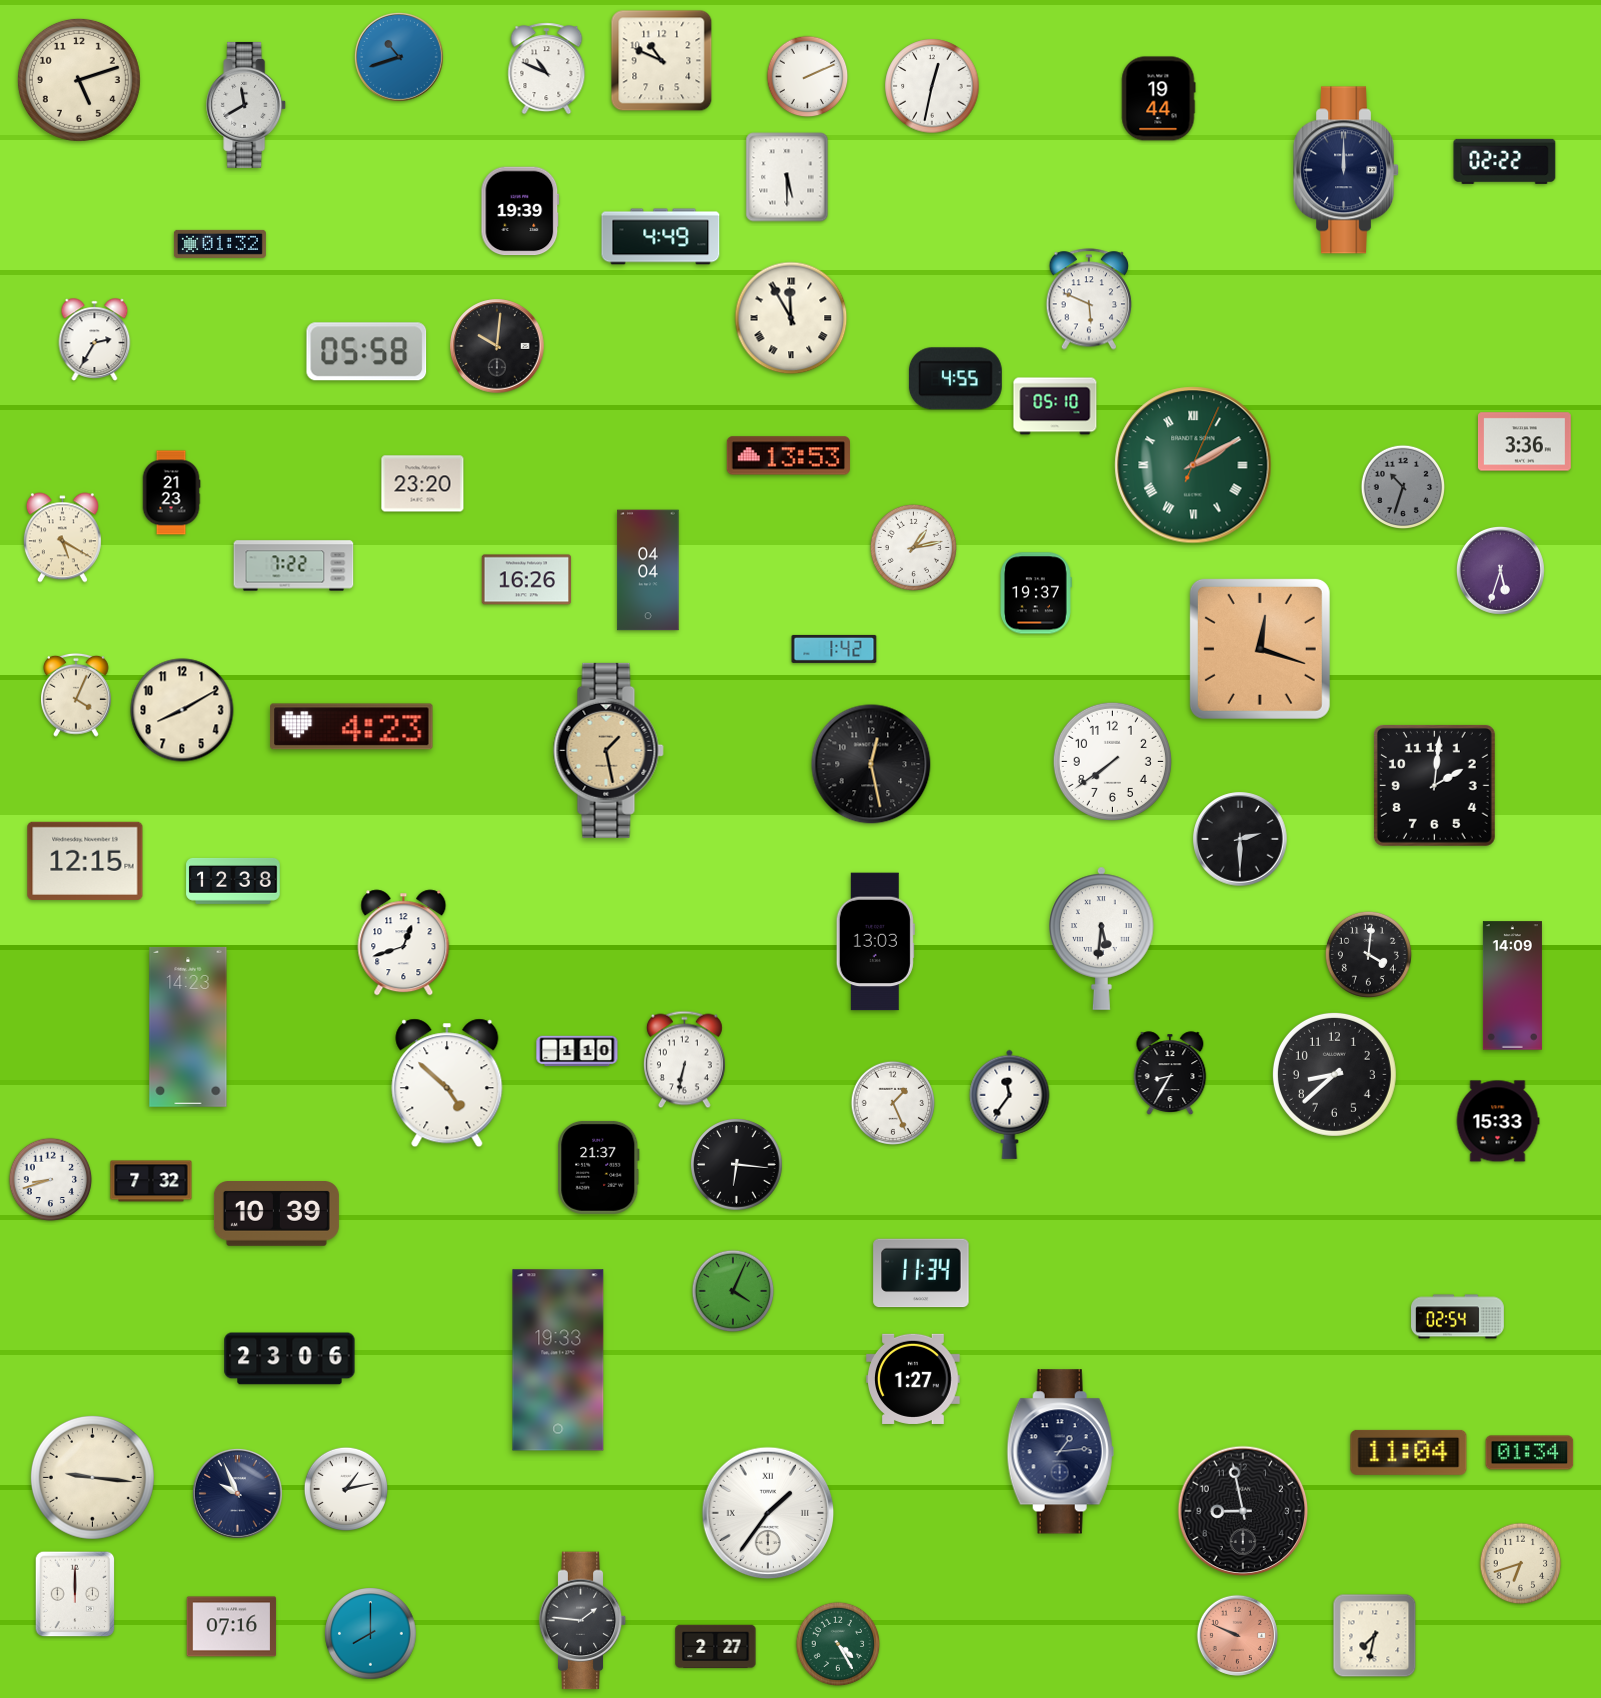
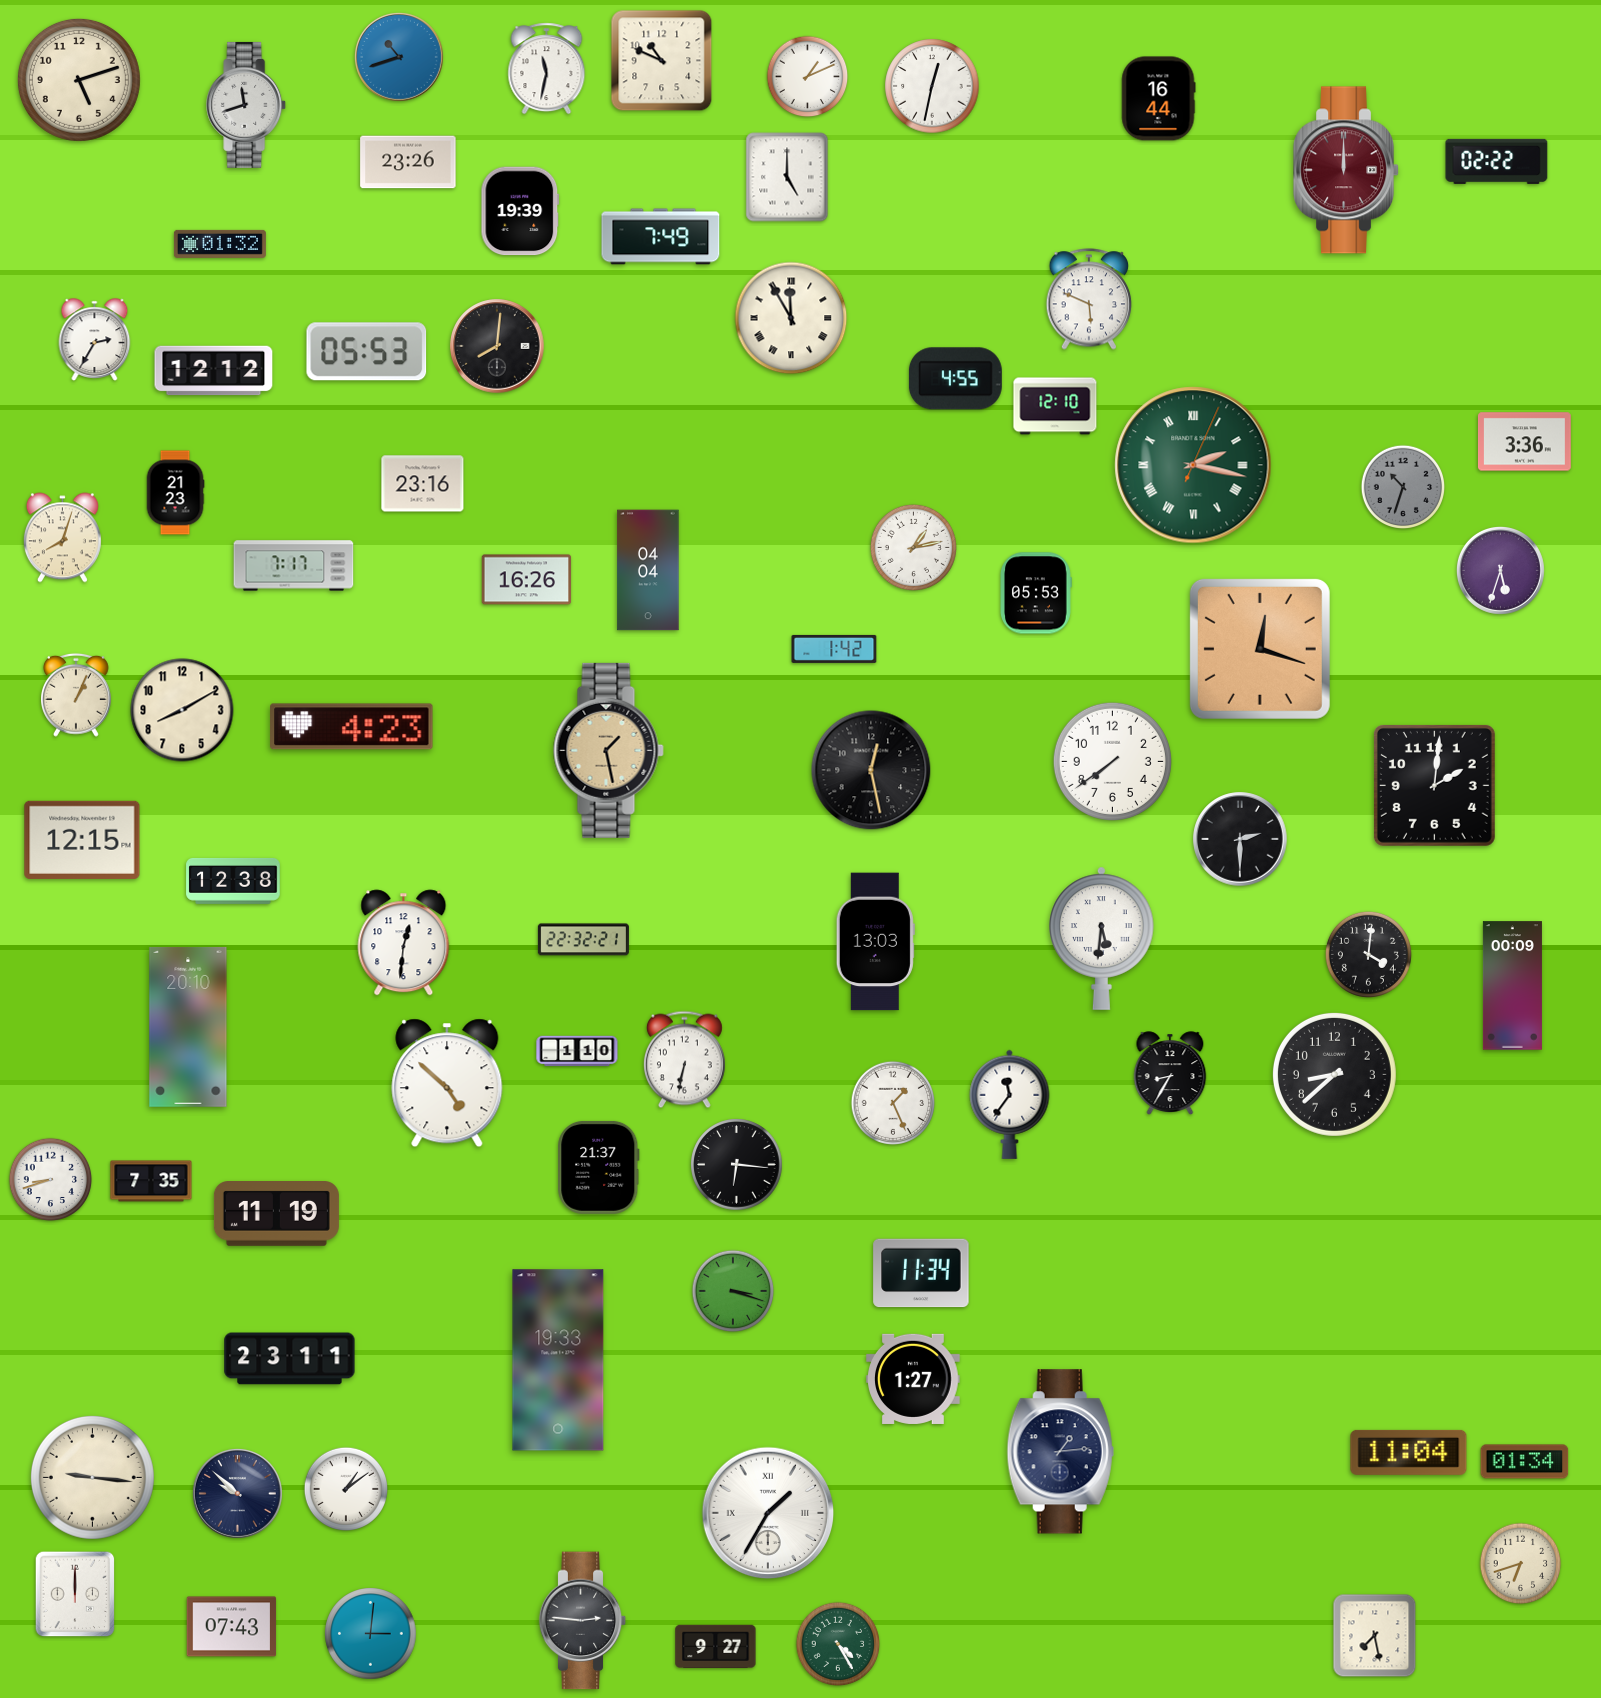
clock at (547, 69): 10:49 -> 11:32
clock at (808, 77): 2:11 -> 1:11
clock at (1158, 99): 19:44 -> 16:44
clock at (247, 105): 11:40 -> 11:42
clock at (1505, 161) position: (1505, 161) -> (1497, 161)
clock at (408, 162): none -> 23:26
clock at (1347, 170) dial: navy -> burgundy
clock at (787, 177): 5:30 -> 5:00
clock at (661, 237): 4:49 -> 7:49
clock at (497, 346): 10:01 -> 8:01
clock at (367, 352): 05:58 -> 05:53
clock at (214, 371): none -> 12:12
clock at (1055, 406): 05:10 -> 12:10
clock at (788, 456): 13:53 -> none
clock at (1193, 465): 2:10 -> 2:17
clock at (423, 484): 23:20 -> 23:16
clock at (171, 493) position: (171, 493) -> (175, 493)
clock at (62, 538): 5:20 -> 8:03
clock at (294, 566): 7:22 -> 7:17
clock at (1036, 593): 19:37 -> 05:53
clock at (77, 695): 4:04 -> 1:04
clock at (871, 764) position: (871, 764) -> (871, 770)
clock at (85, 861) position: (85, 861) -> (82, 840)
clock at (583, 940): none -> 22:32
clock at (404, 943): 12:42 -> 12:31
clock at (1512, 986): 14:09 -> 00:09
clock at (188, 1027): 14:23 -> 20:10
clock at (1498, 1121): 15:33 -> none
clock at (151, 1181): 7:32 -> 7:35
clock at (276, 1214): 10:39 -> 11:19
clock at (733, 1291): 4:04 -> 3:18
clock at (1458, 1317): 02:54 -> none
clock at (290, 1359): 23:06 -> 23:11
clock at (1530, 1453) position: (1530, 1453) -> (1525, 1462)
clock at (345, 1488): 1:13 -> 1:09
clock at (238, 1494): 9:56 -> 9:52
clock at (1243, 1511): 8:58 -> none
clock at (768, 1513): 1:36 -> 1:35
clock at (583, 1621): 1:46 -> 2:46
clock at (232, 1627): 07:16 -> 07:43
clock at (371, 1634): 8:00 -> 3:01
clock at (1237, 1635): 9:49 -> none
clock at (1375, 1636): 7:32 -> 7:28
clock at (716, 1646): 2:27 -> 9:27
